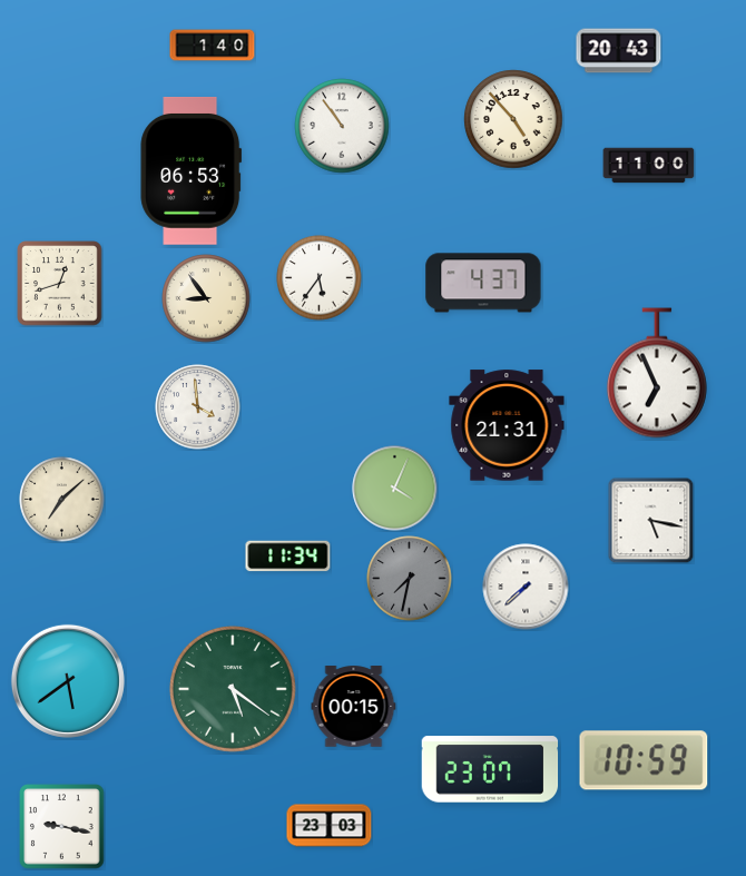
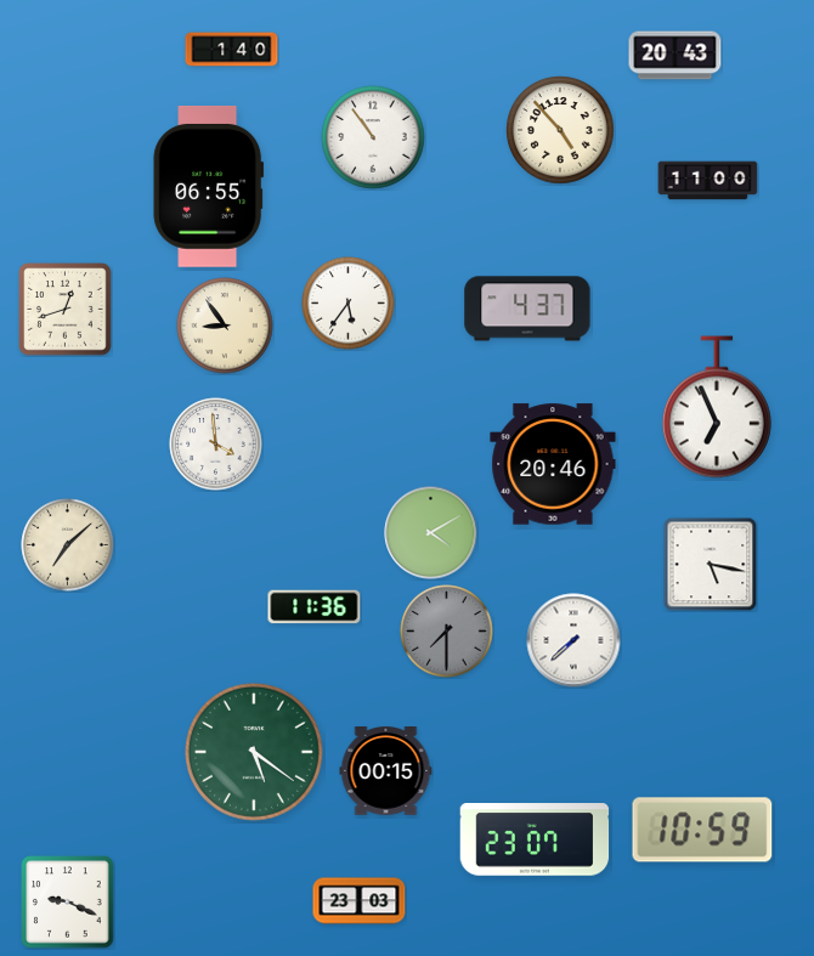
clock at (192, 171): 06:53 -> 06:55
clock at (507, 425): 21:31 -> 20:46
clock at (395, 489): 4:04 -> 4:10
clock at (650, 520) position: (650, 520) -> (710, 564)
clock at (288, 557): 11:34 -> 11:36
clock at (410, 579): 7:32 -> 7:30
clock at (68, 681): 5:39 -> none
clock at (62, 827): 9:17 -> 9:19
